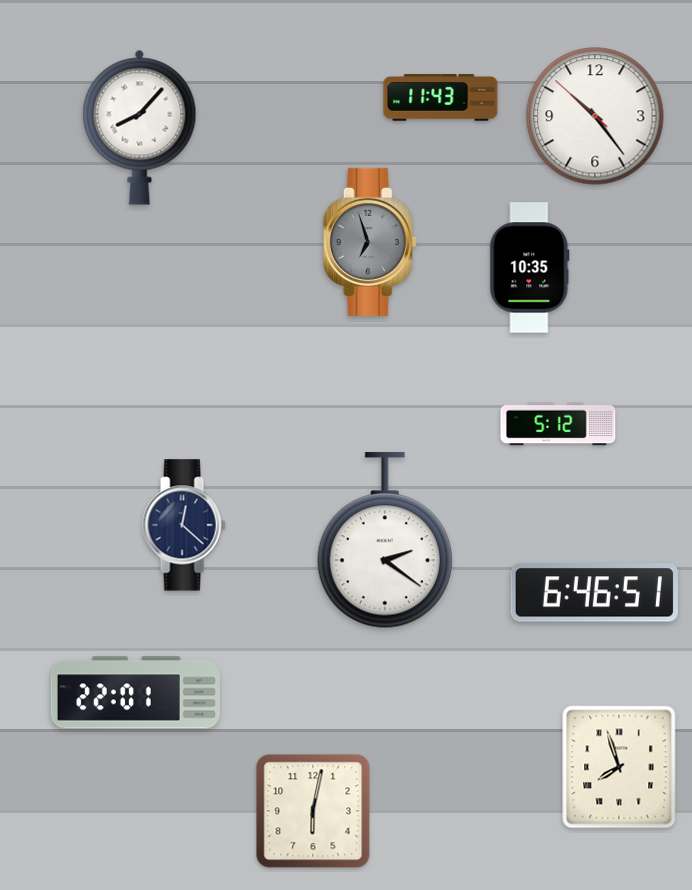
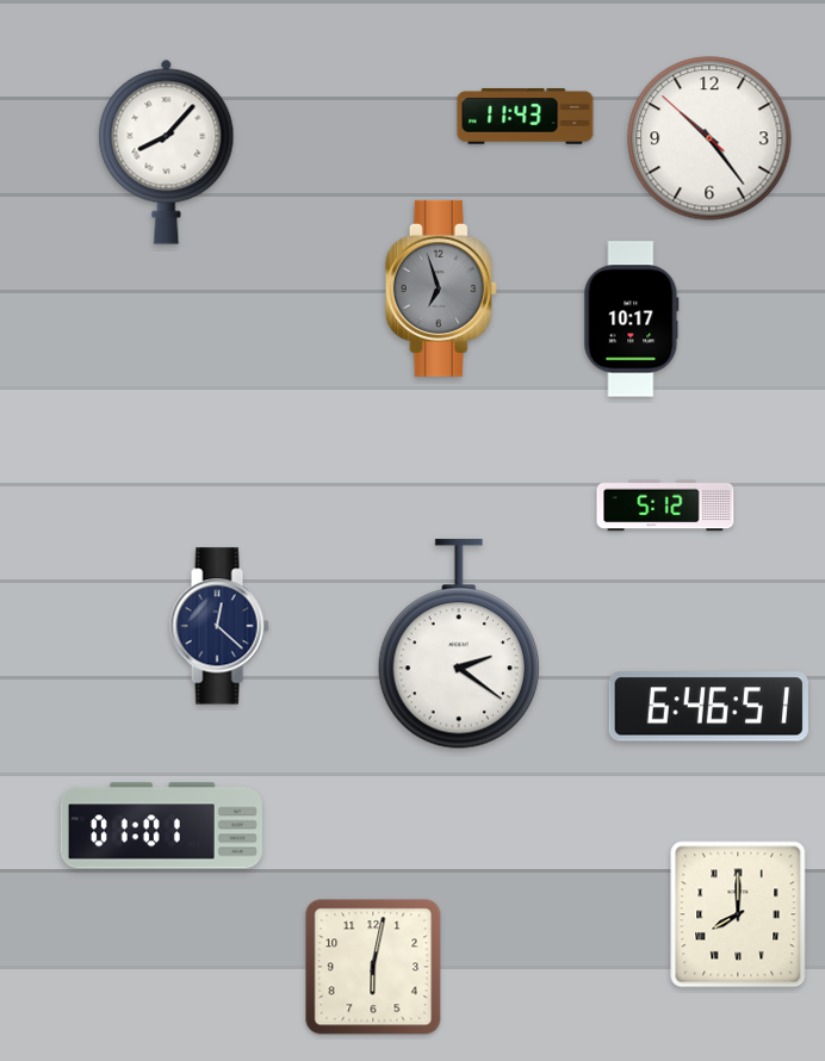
clock at (530, 268): 10:35 -> 10:17
clock at (135, 693): 22:01 -> 01:01
clock at (619, 767): 7:57 -> 8:00
